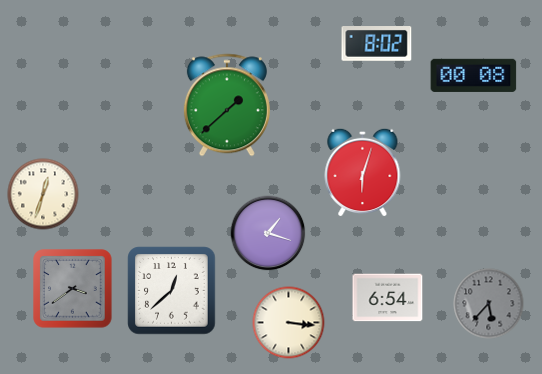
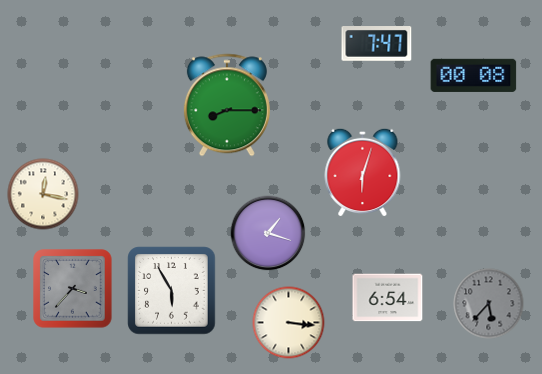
clock at (377, 44): 8:02 -> 7:47
clock at (227, 105): 1:38 -> 8:15
clock at (43, 194): 12:33 -> 12:17
clock at (73, 289): 3:39 -> 3:37
clock at (172, 291): 12:38 -> 5:55
